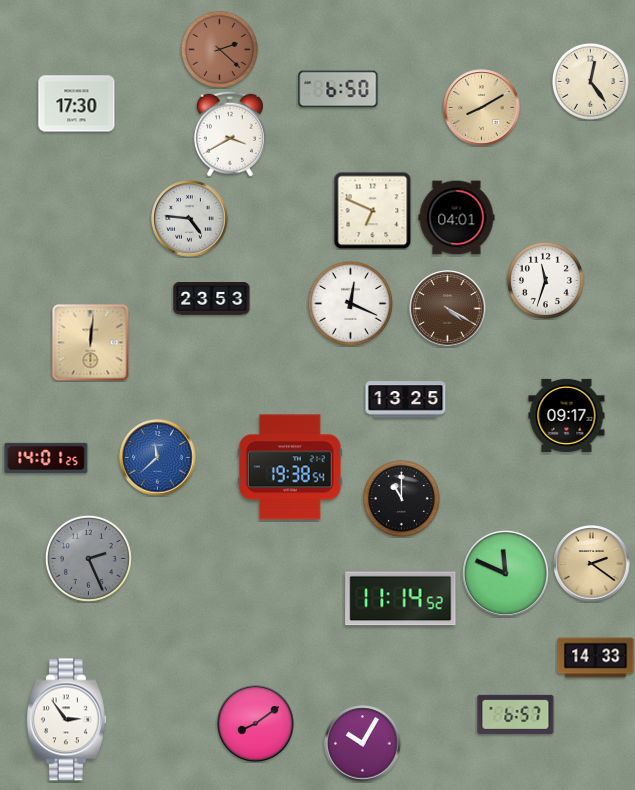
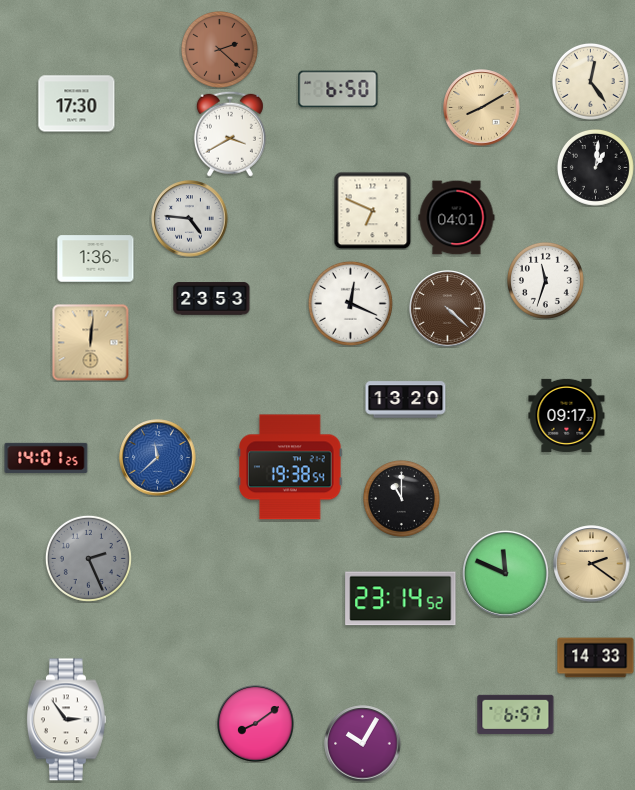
clock at (595, 167): none -> 1:01
clock at (96, 259): none -> 1:36
clock at (448, 309): 4:20 -> 4:22
clock at (406, 400): 13:25 -> 13:20
clock at (401, 599): 11:14 -> 23:14
